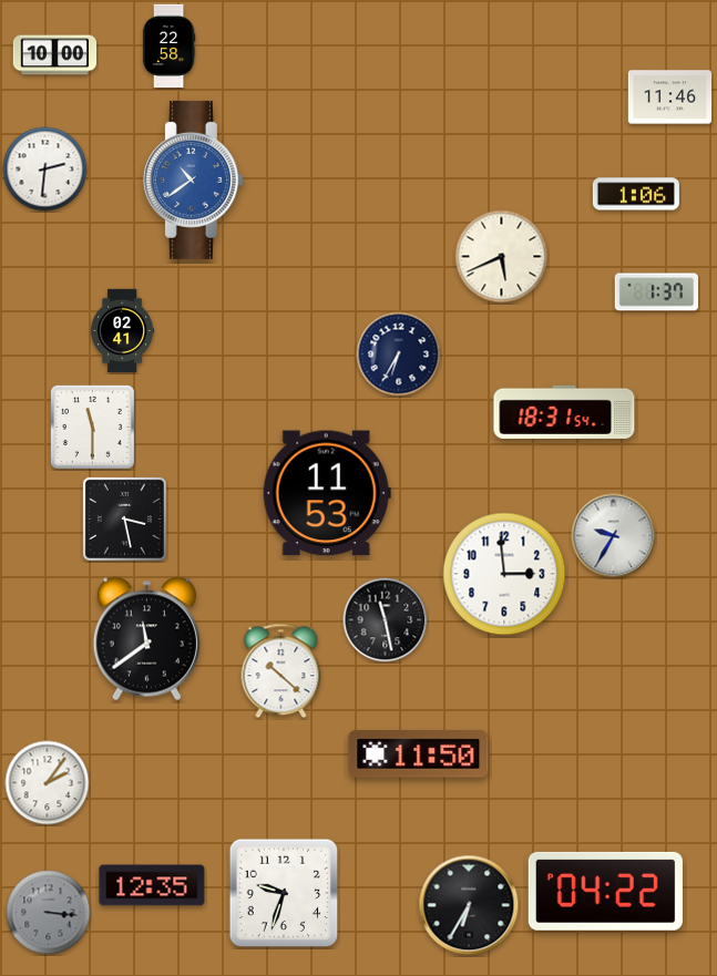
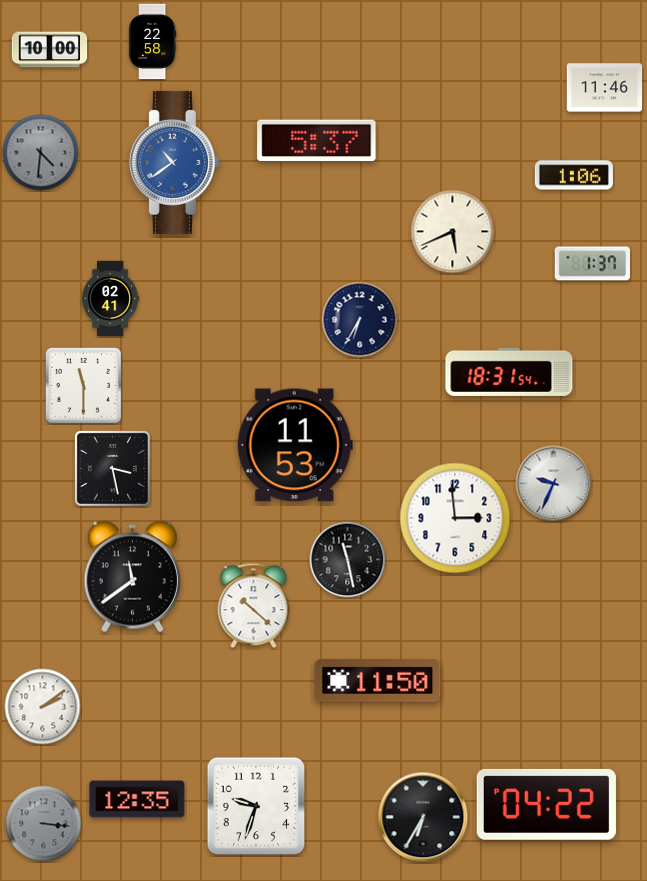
clock at (317, 141): none -> 5:37
clock at (45, 169): 2:31 -> 4:31
clock at (45, 169) dial: white -> grey
clock at (614, 536): 9:35 -> 9:34
clock at (48, 783): 2:06 -> 2:09
